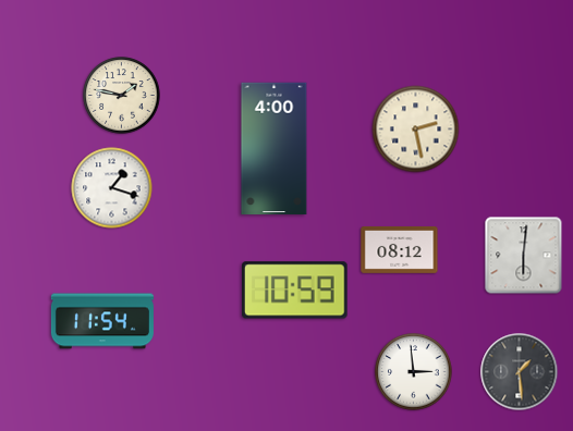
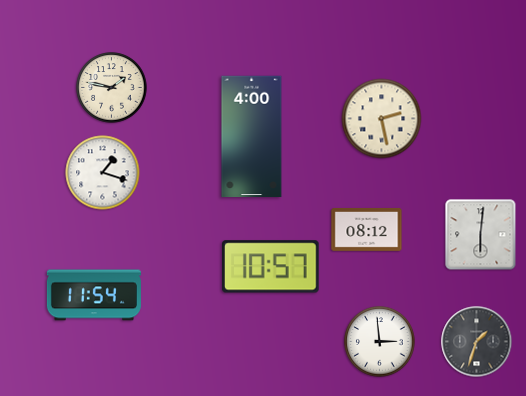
clock at (295, 291): 10:59 -> 10:57
clock at (520, 372): 1:29 -> 1:33
